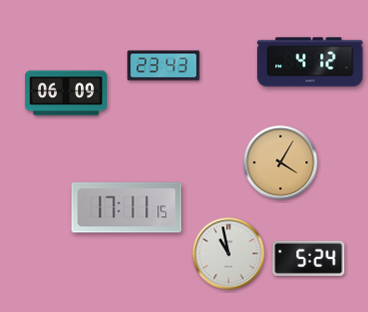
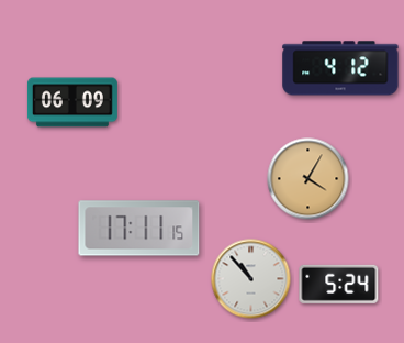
clock at (164, 66): 23:43 -> none
clock at (229, 254): 10:58 -> 10:53
